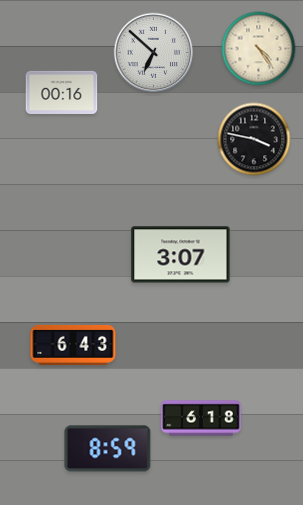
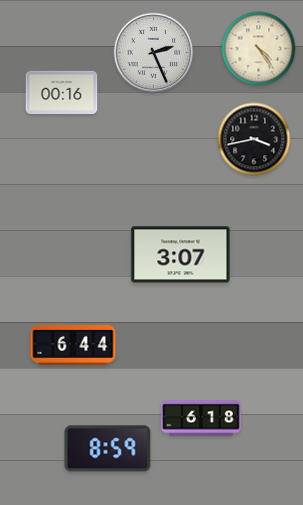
clock at (154, 53): 6:52 -> 2:26
clock at (254, 139): 3:47 -> 3:43
clock at (73, 345): 6:43 -> 6:44
